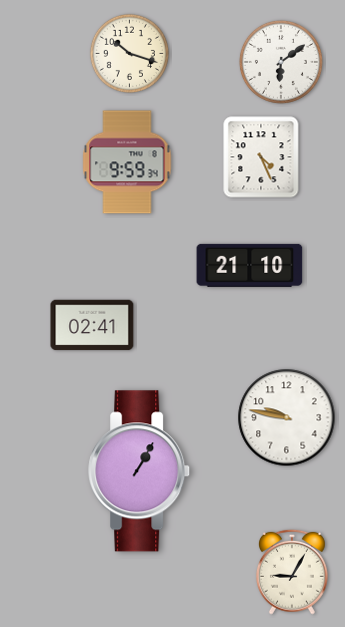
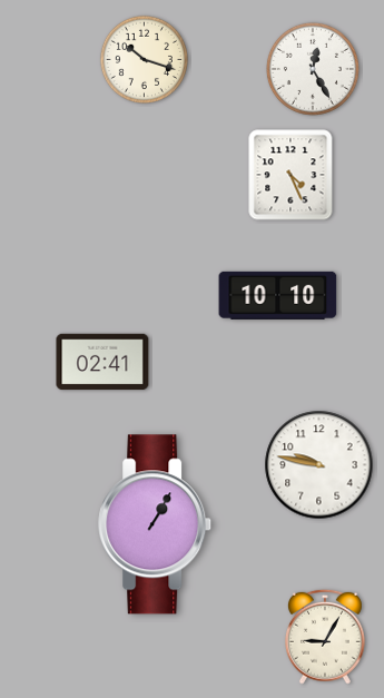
clock at (281, 62): 6:09 -> 12:25
clock at (127, 162): 9:59 -> none
clock at (250, 265): 21:10 -> 10:10
